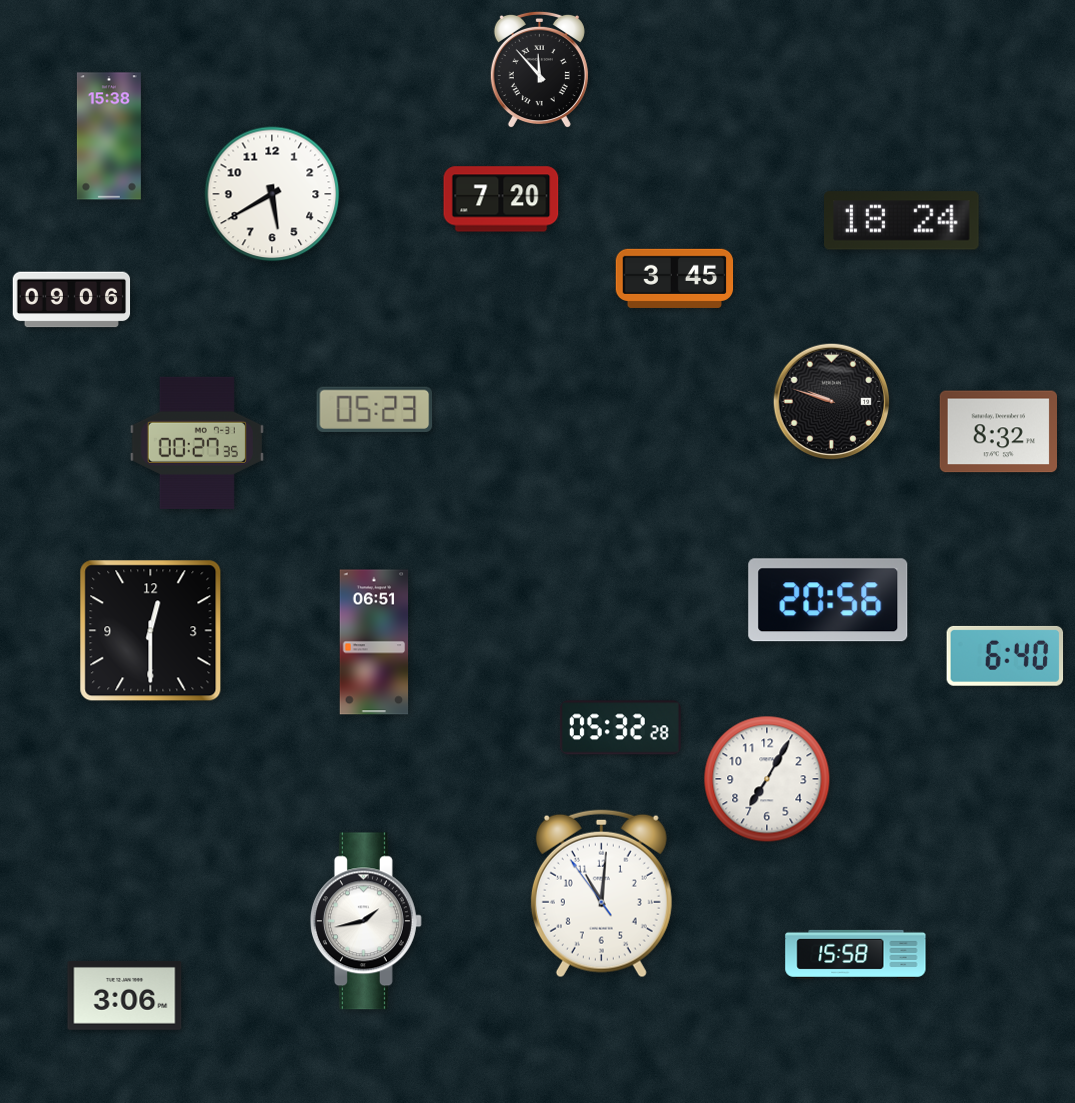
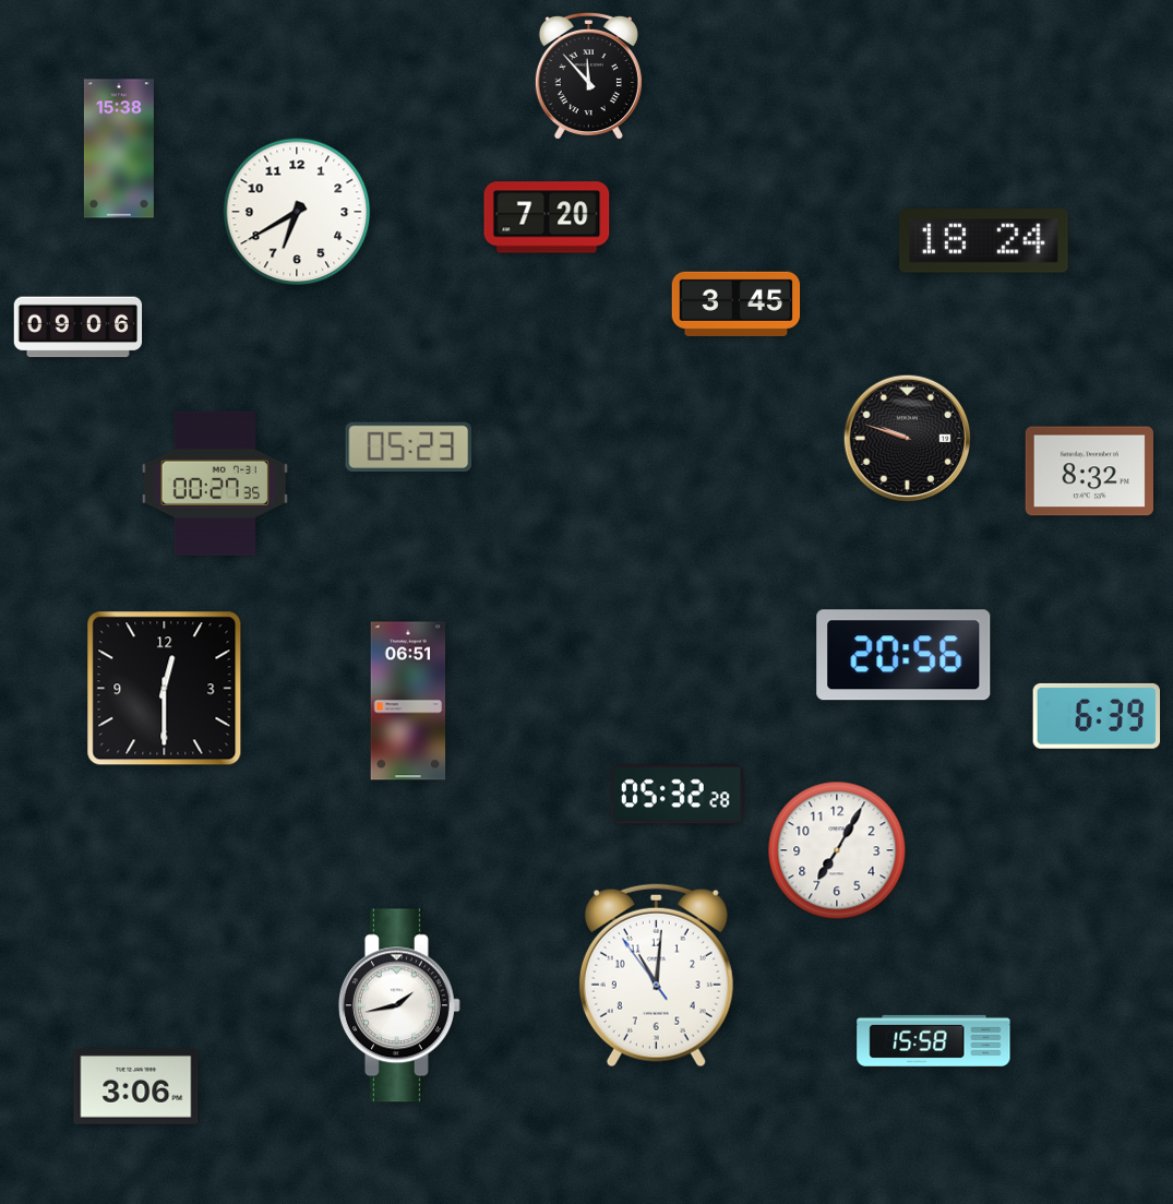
clock at (272, 194): 5:40 -> 6:40
clock at (1005, 656): 6:40 -> 6:39
